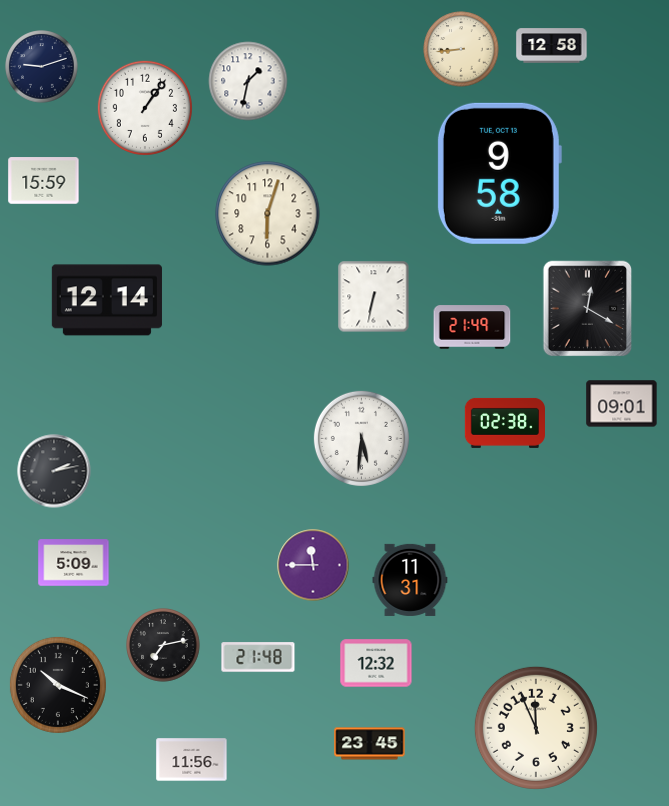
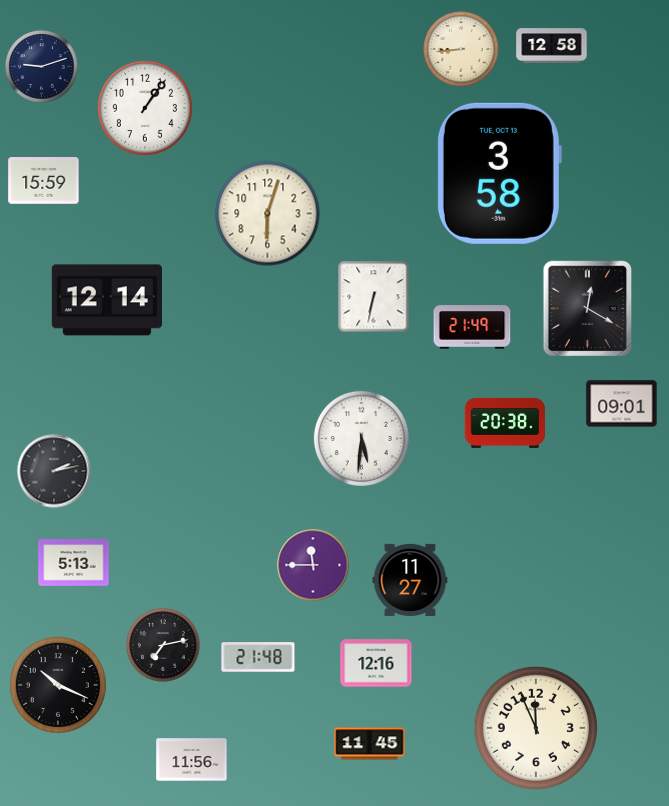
clock at (248, 81): 1:32 -> none
clock at (499, 173): 9:58 -> 3:58
clock at (504, 423): 02:38 -> 20:38
clock at (74, 563): 5:09 -> 5:13
clock at (410, 580): 11:31 -> 11:27
clock at (376, 663): 12:32 -> 12:16
clock at (370, 744): 23:45 -> 11:45
